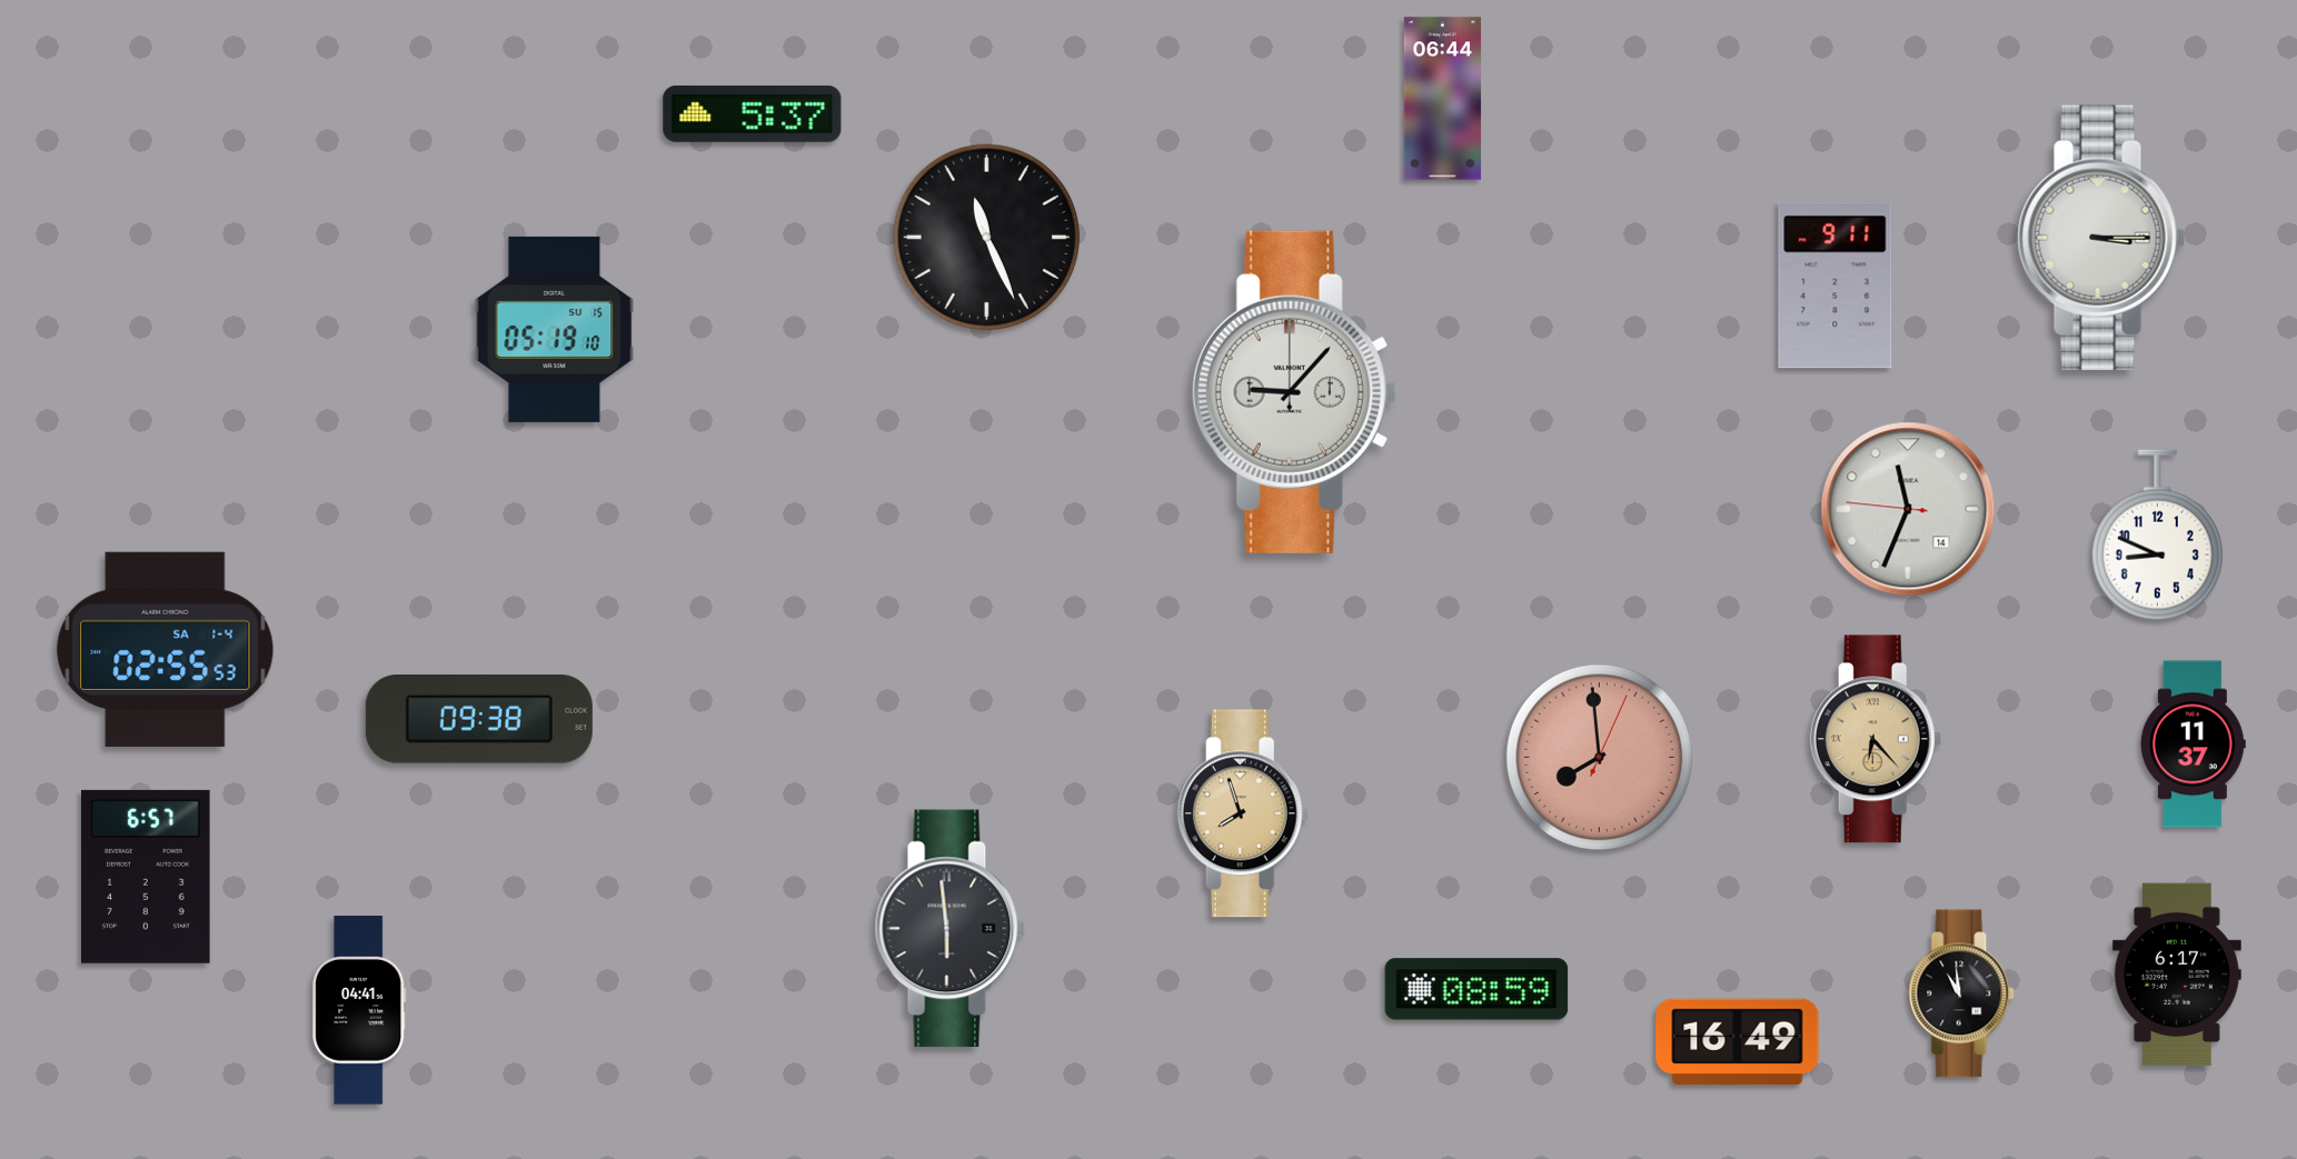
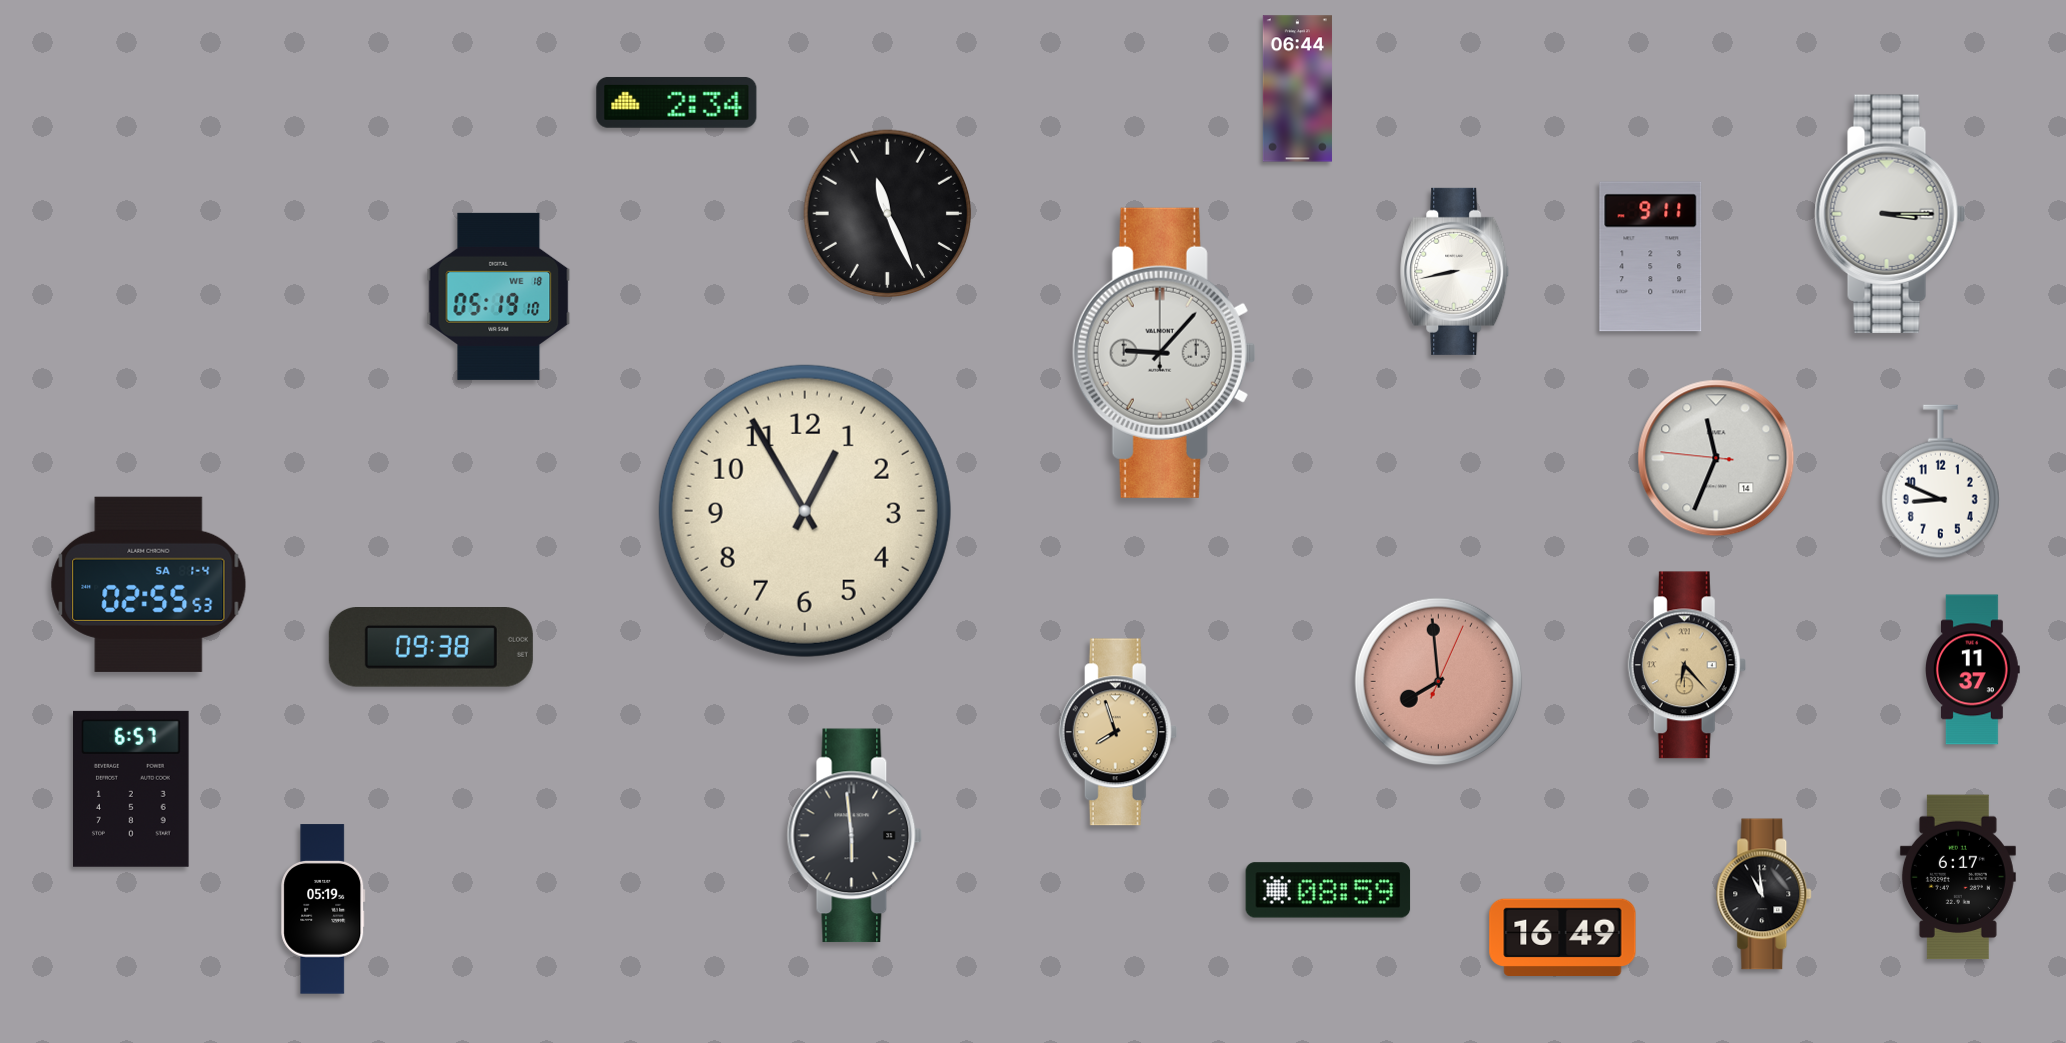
clock at (753, 113): 5:37 -> 2:34
clock at (1455, 271): none -> 8:43
clock at (555, 329) date: SU 15 -> WE 18
clock at (805, 511): none -> 12:55
clock at (359, 1010): 04:41 -> 05:19
